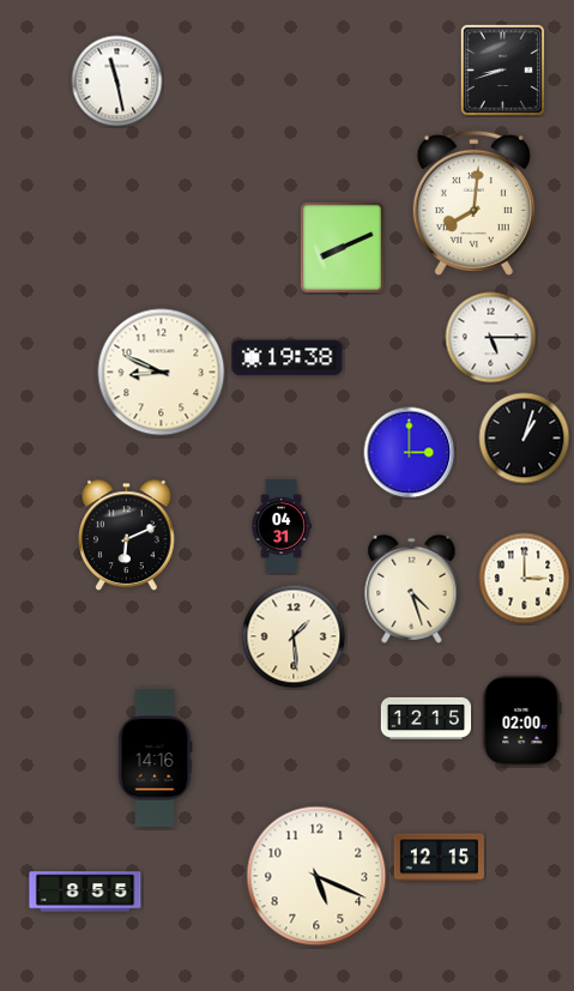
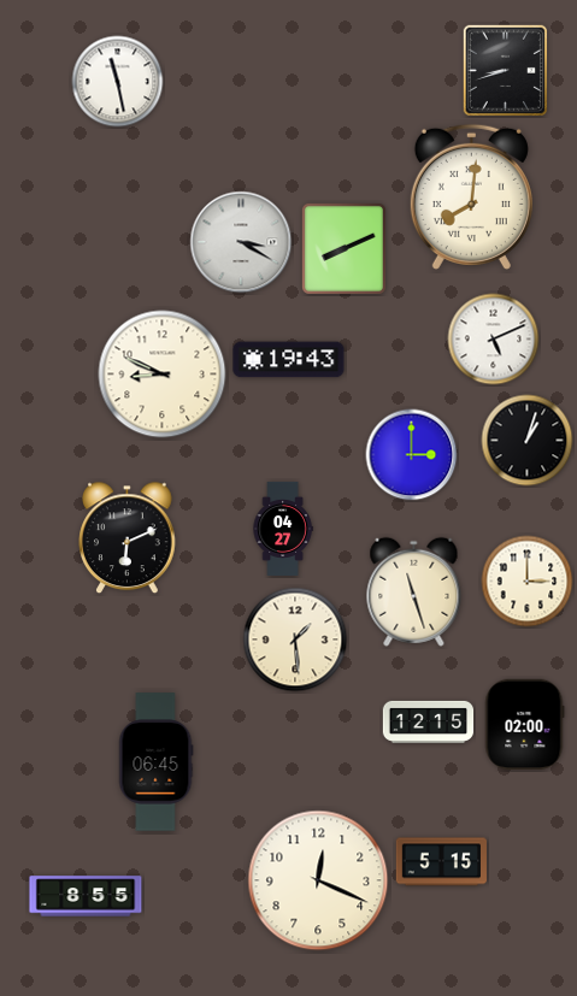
clock at (473, 203) position: (473, 203) -> (471, 196)
clock at (241, 242): none -> 3:20
clock at (491, 338): 5:15 -> 5:11
clock at (288, 358): 19:38 -> 19:43
clock at (282, 526): 04:31 -> 04:27
clock at (412, 588): 4:27 -> 11:27
clock at (155, 759): 14:16 -> 06:45
clock at (439, 858): 12:15 -> 5:15
clock at (316, 876): 5:19 -> 12:19
